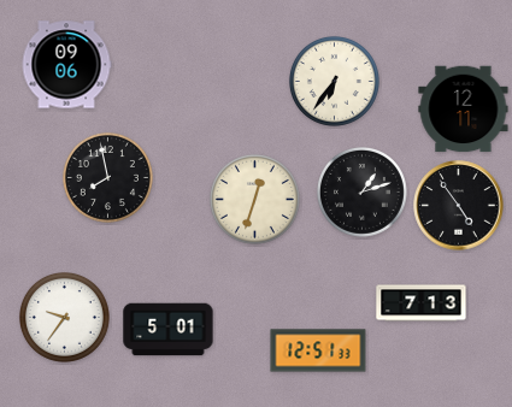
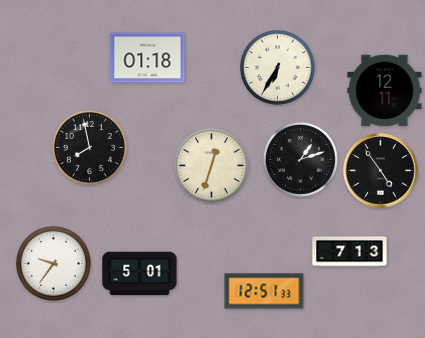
clock at (66, 65): 09:06 -> none
clock at (148, 58): none -> 01:18
clock at (334, 81): 6:36 -> 6:35
